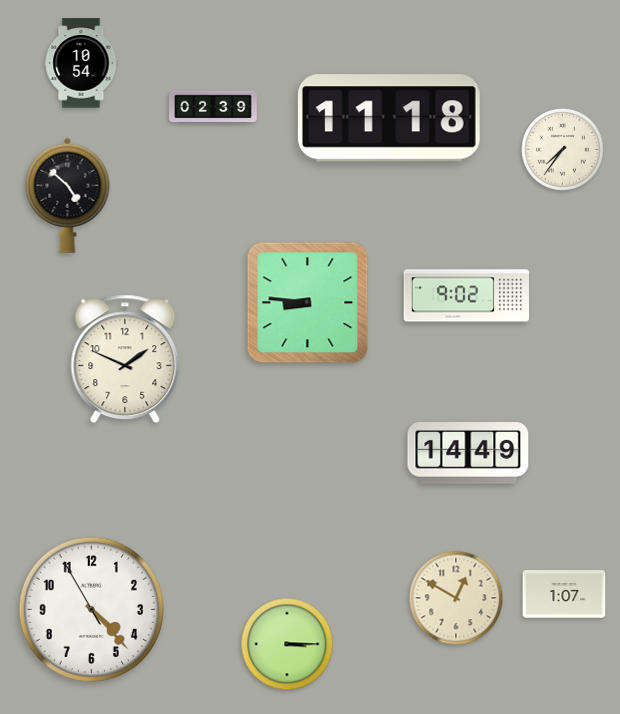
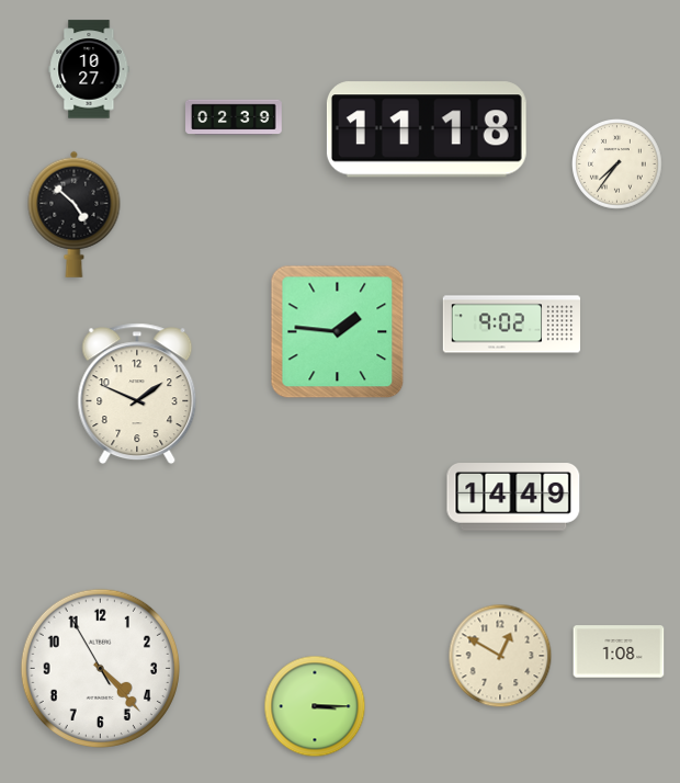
clock at (81, 63): 10:54 -> 10:27
clock at (308, 303): 8:46 -> 1:46
clock at (564, 594): 1:07 -> 1:08
